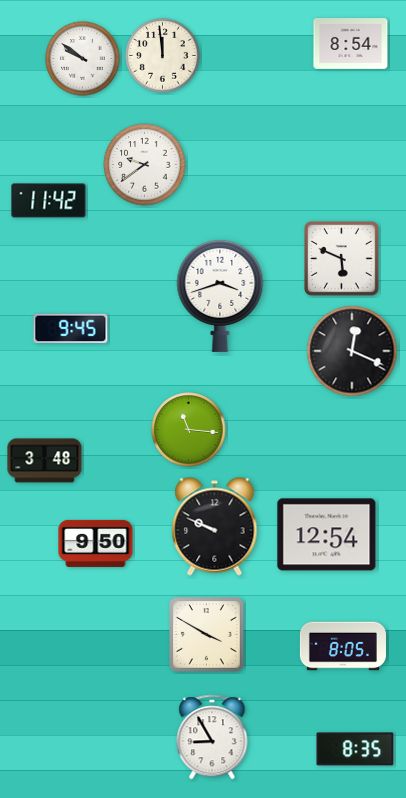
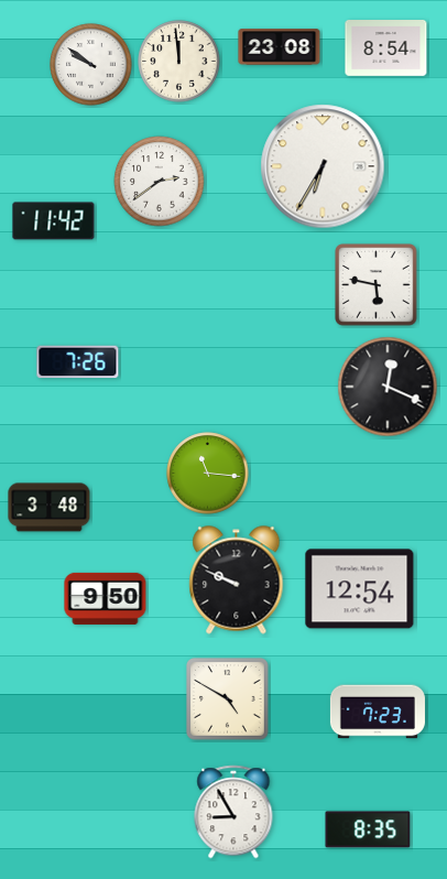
clock at (280, 47): none -> 23:08
clock at (323, 166): none -> 6:35
clock at (145, 165): 9:39 -> 2:39
clock at (342, 259): 5:49 -> 5:47
clock at (220, 295): 3:42 -> none
clock at (71, 329): 9:45 -> 7:26
clock at (207, 635): 3:50 -> 4:50
clock at (343, 646): 8:05 -> 7:23
clock at (355, 749) position: (355, 749) -> (368, 829)
